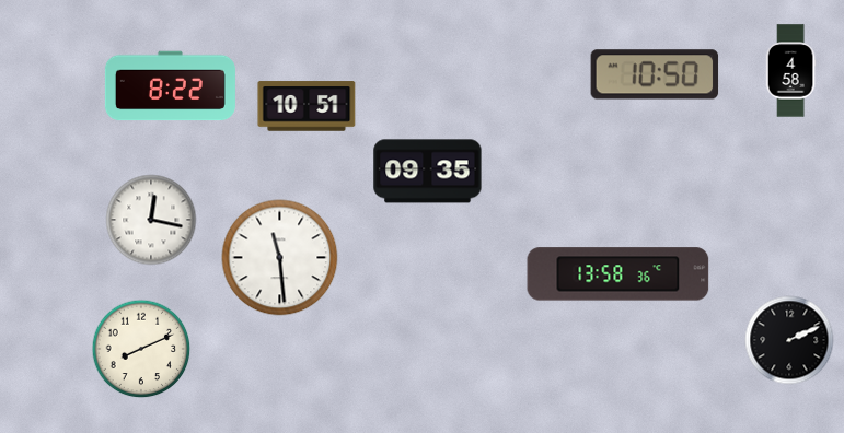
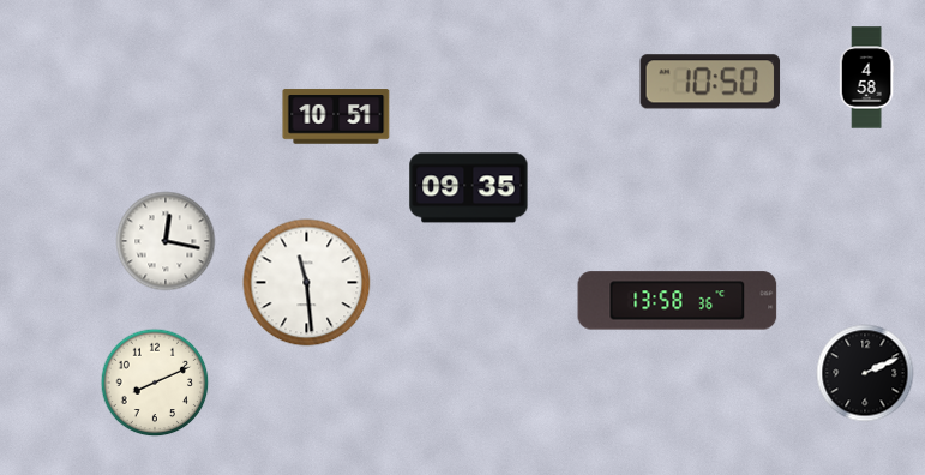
clock at (655, 74) position: (655, 74) -> (710, 82)
clock at (170, 86): 8:22 -> none
